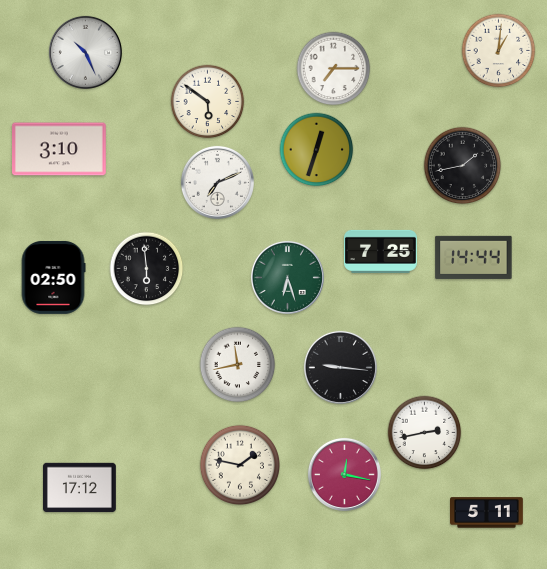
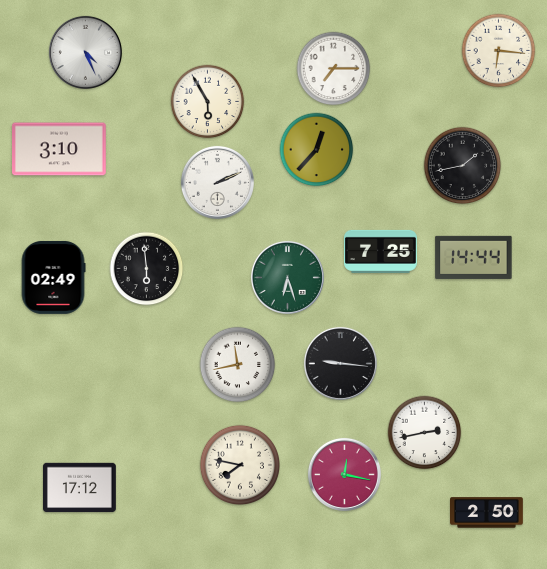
clock at (499, 51): 1:01 -> 6:16
clock at (85, 52): 10:26 -> 4:26
clock at (208, 102): 5:51 -> 5:55
clock at (317, 150): 12:33 -> 12:37
clock at (217, 182): 7:11 -> 2:11
clock at (53, 277): 02:50 -> 02:49
clock at (340, 367) position: (340, 367) -> (340, 363)
clock at (239, 464): 1:47 -> 7:47
clock at (487, 513): 5:11 -> 2:50
